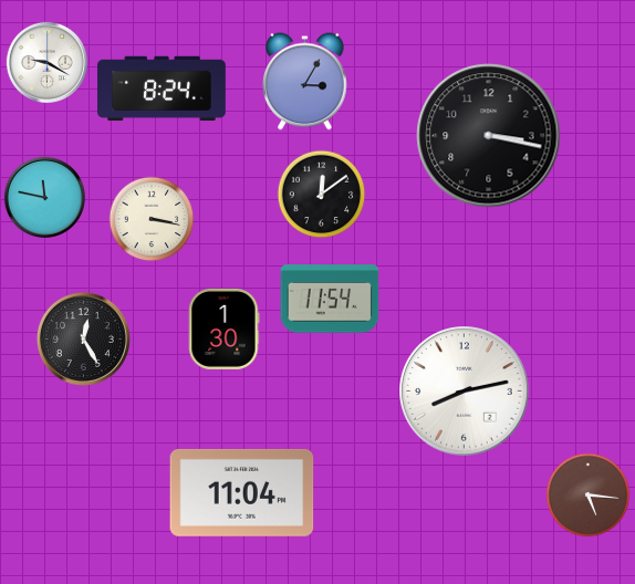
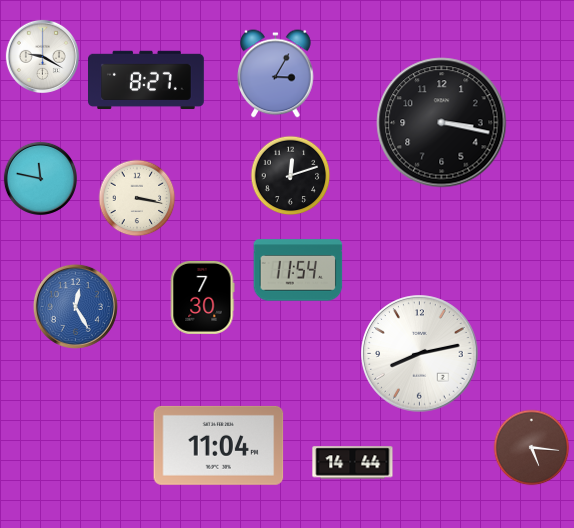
clock at (163, 88): 8:24 -> 8:27
clock at (322, 195): 12:09 -> 12:12
clock at (223, 328): 1:30 -> 7:30
clock at (83, 338) dial: black -> blue
clock at (353, 463): none -> 14:44
